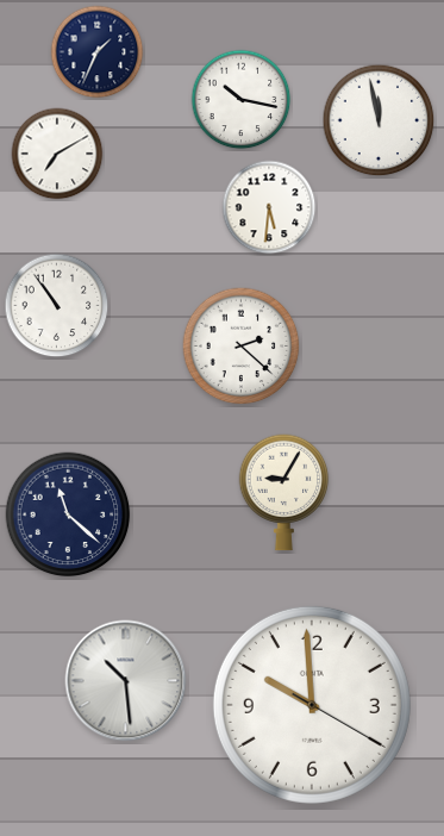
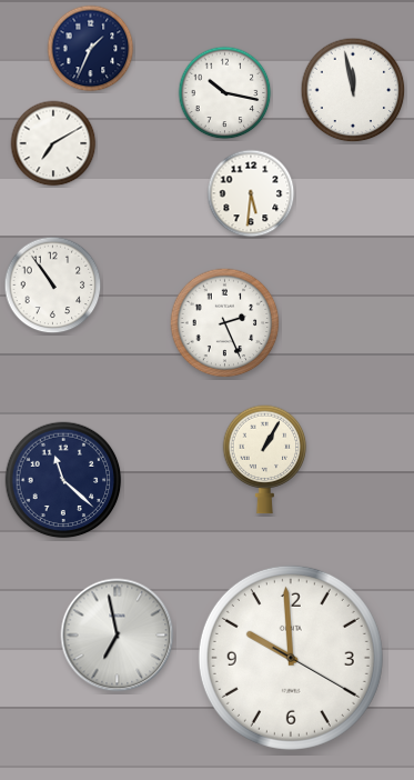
clock at (379, 120) position: (379, 120) -> (353, 90)
clock at (242, 347): 2:22 -> 2:26
clock at (284, 493): 9:05 -> 1:05
clock at (126, 681): 10:29 -> 6:58
